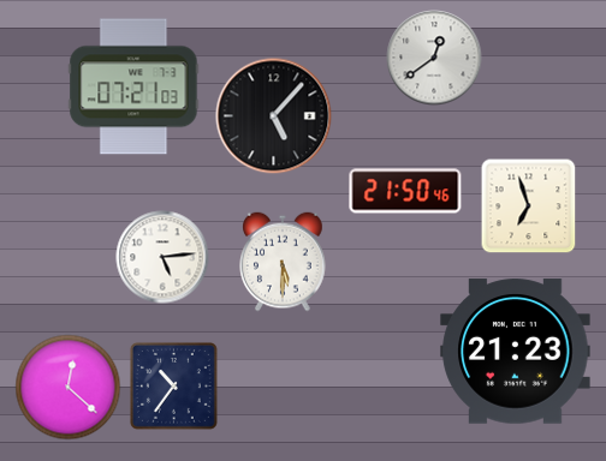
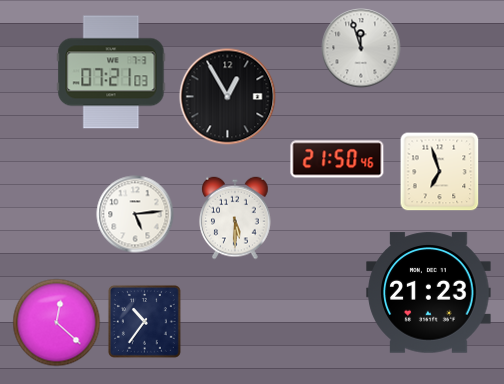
clock at (434, 58): 12:39 -> 11:57
clock at (274, 116): 5:07 -> 12:55
